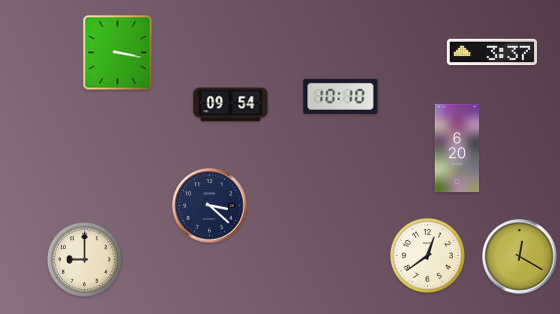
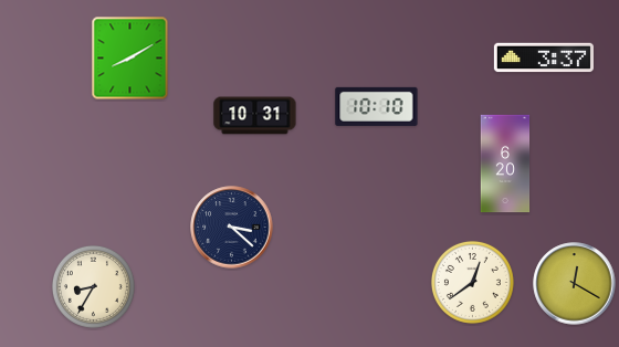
clock at (118, 53): 3:17 -> 8:10
clock at (231, 105): 09:54 -> 10:31
clock at (84, 259): 9:00 -> 8:35
